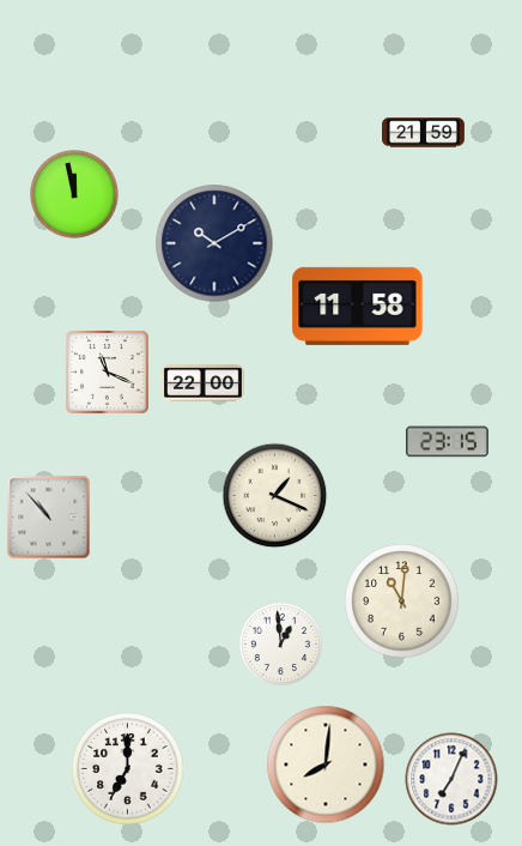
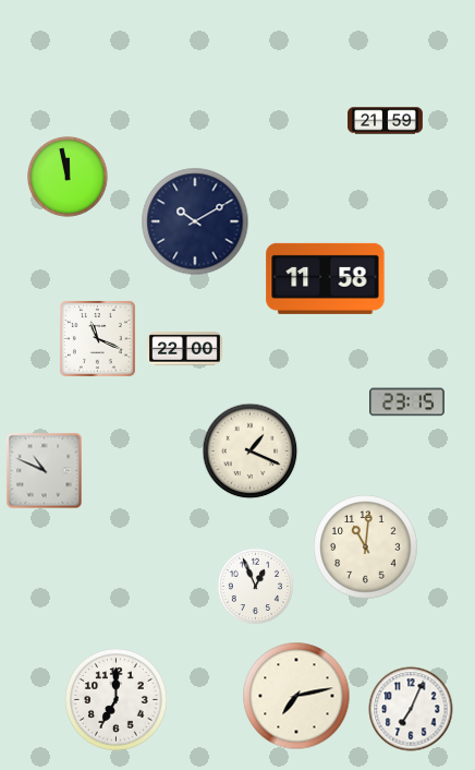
clock at (49, 518): 10:53 -> 10:49
clock at (280, 643): 12:59 -> 12:56
clock at (326, 765): 8:01 -> 7:13
